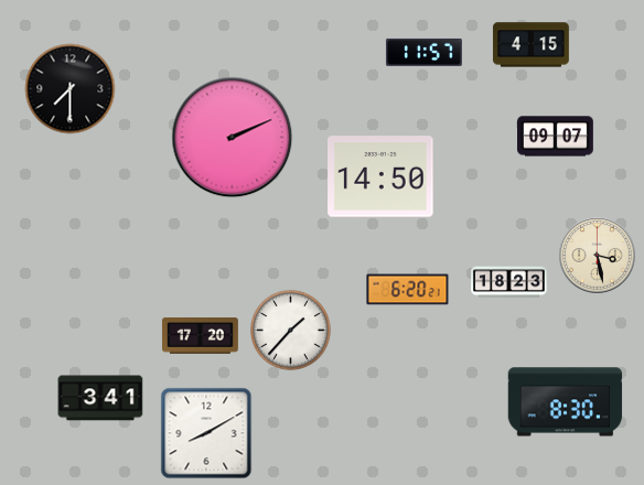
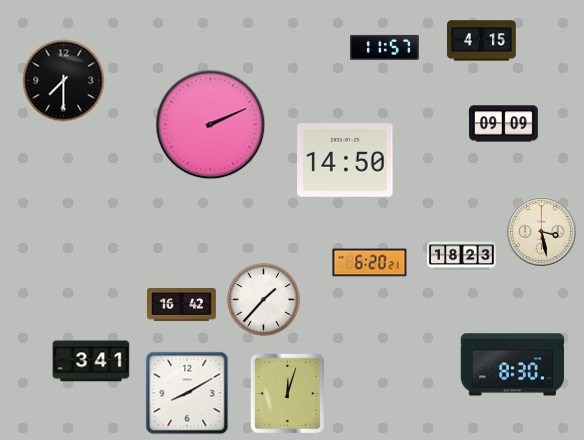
clock at (556, 137): 09:07 -> 09:09
clock at (201, 336): 17:20 -> 16:42
clock at (288, 394): none -> 12:03
